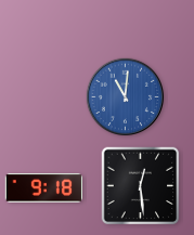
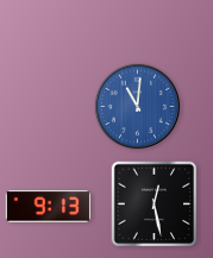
clock at (141, 186): 12:29 -> 12:28
clock at (43, 188): 9:18 -> 9:13
